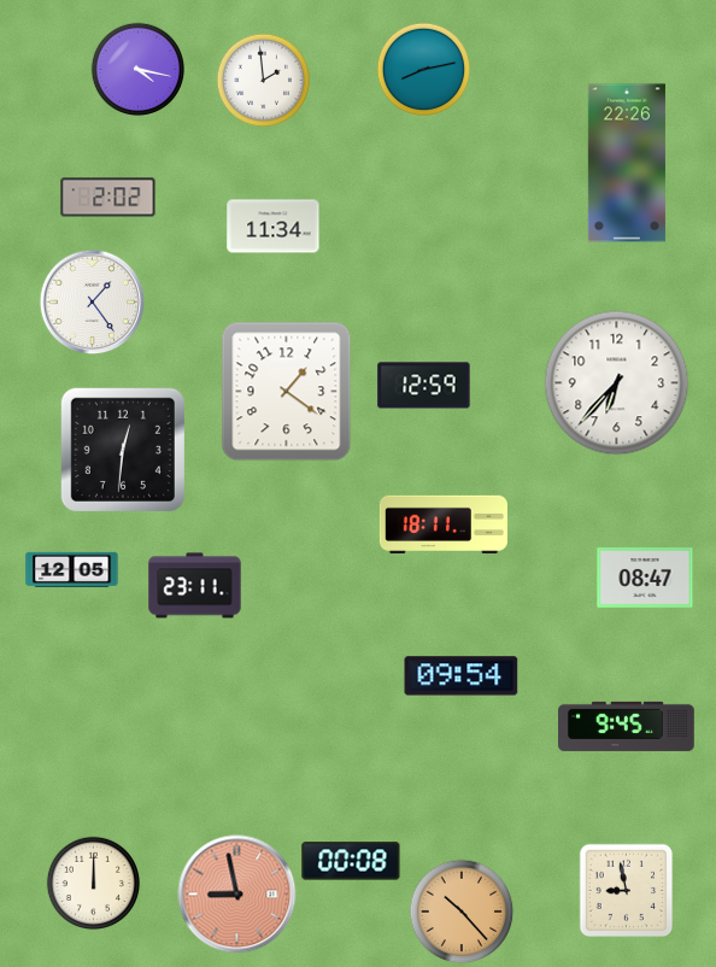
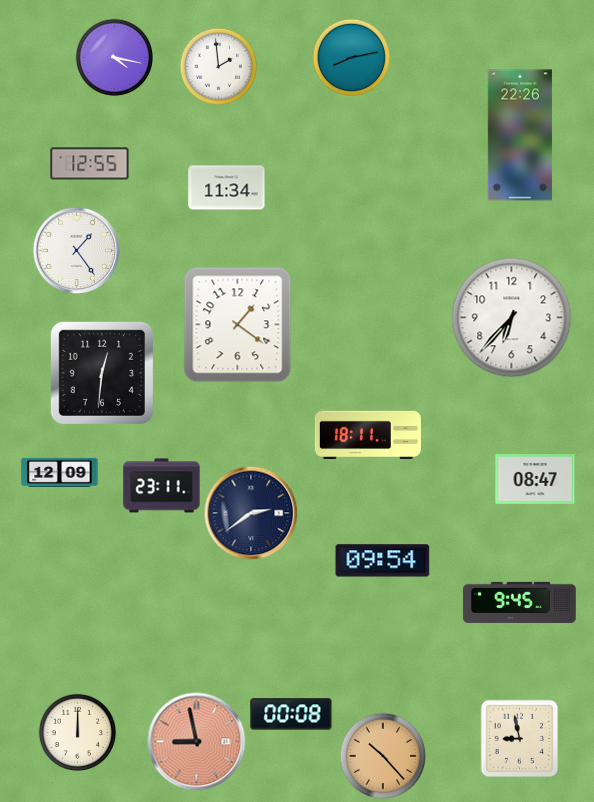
clock at (108, 198): 2:02 -> 12:55
clock at (424, 386): 12:59 -> none
clock at (72, 569): 12:05 -> 12:09
clock at (251, 513): none -> 2:39
